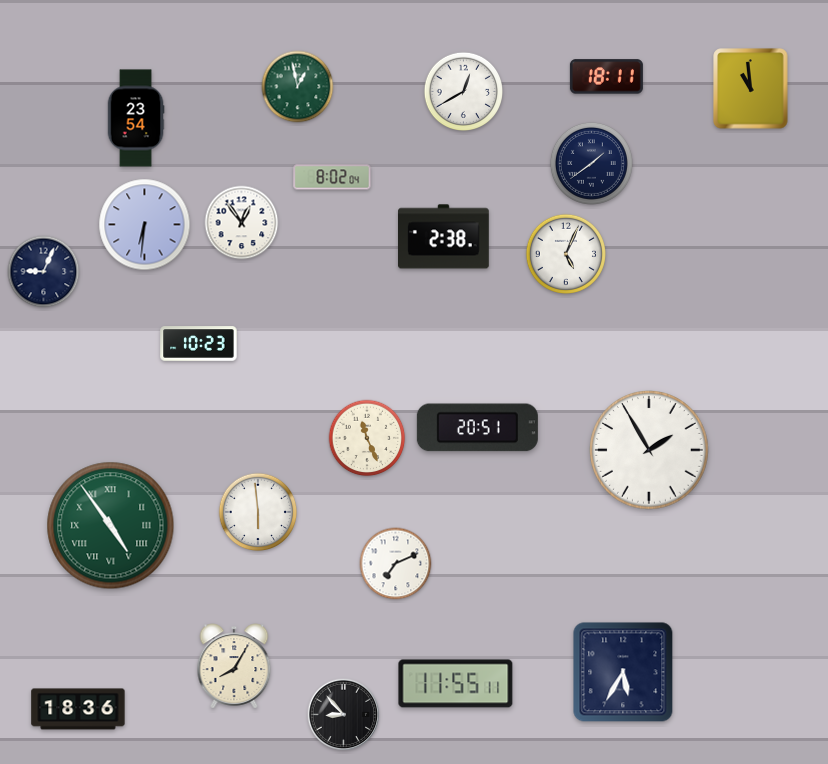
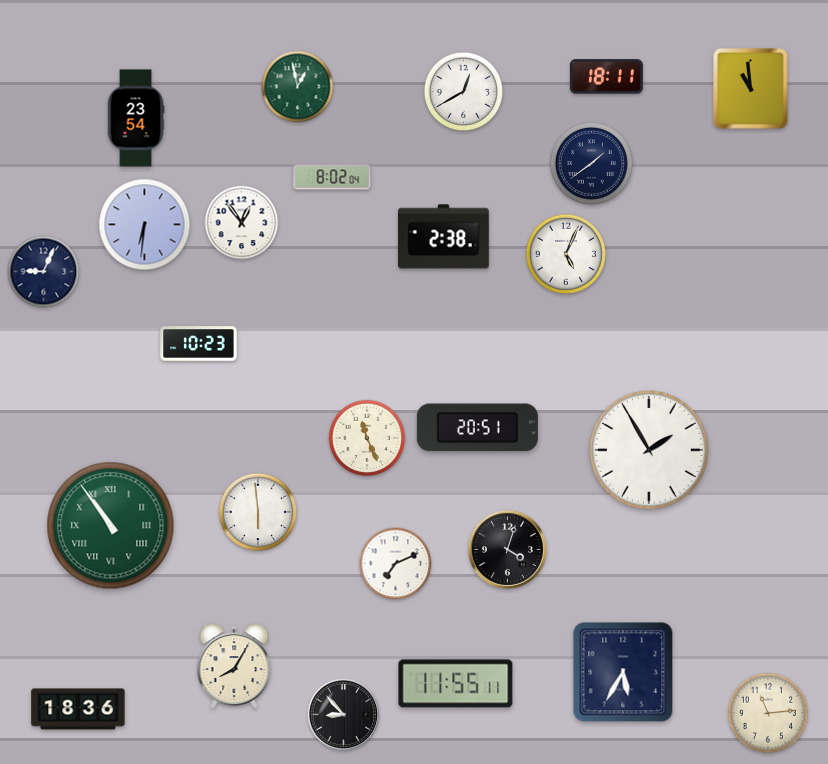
clock at (111, 526): 4:54 -> 10:54
clock at (507, 549): none -> 4:03
clock at (768, 713): none -> 11:14
